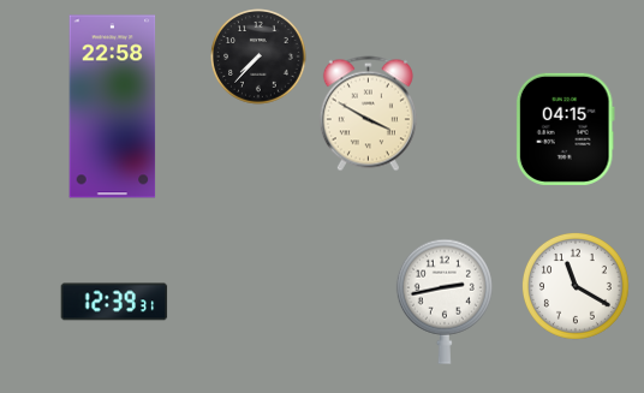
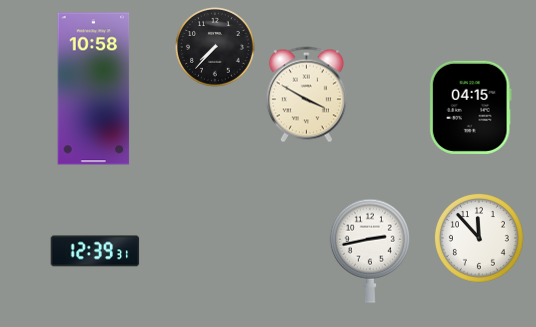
clock at (113, 107): 22:58 -> 10:58
clock at (576, 286): 11:20 -> 11:53
